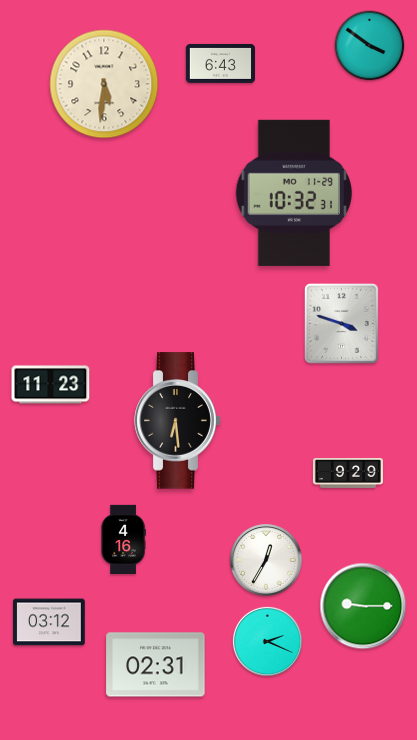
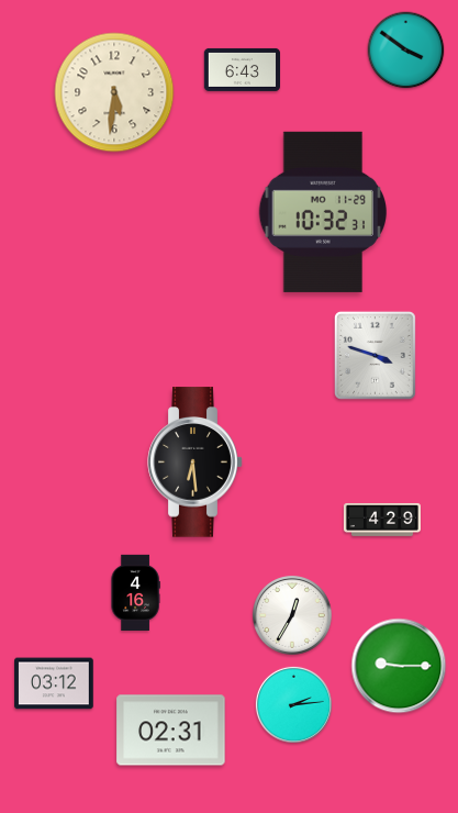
clock at (51, 385): 11:23 -> none
clock at (348, 474): 9:29 -> 4:29
clock at (267, 641): 2:19 -> 2:14
